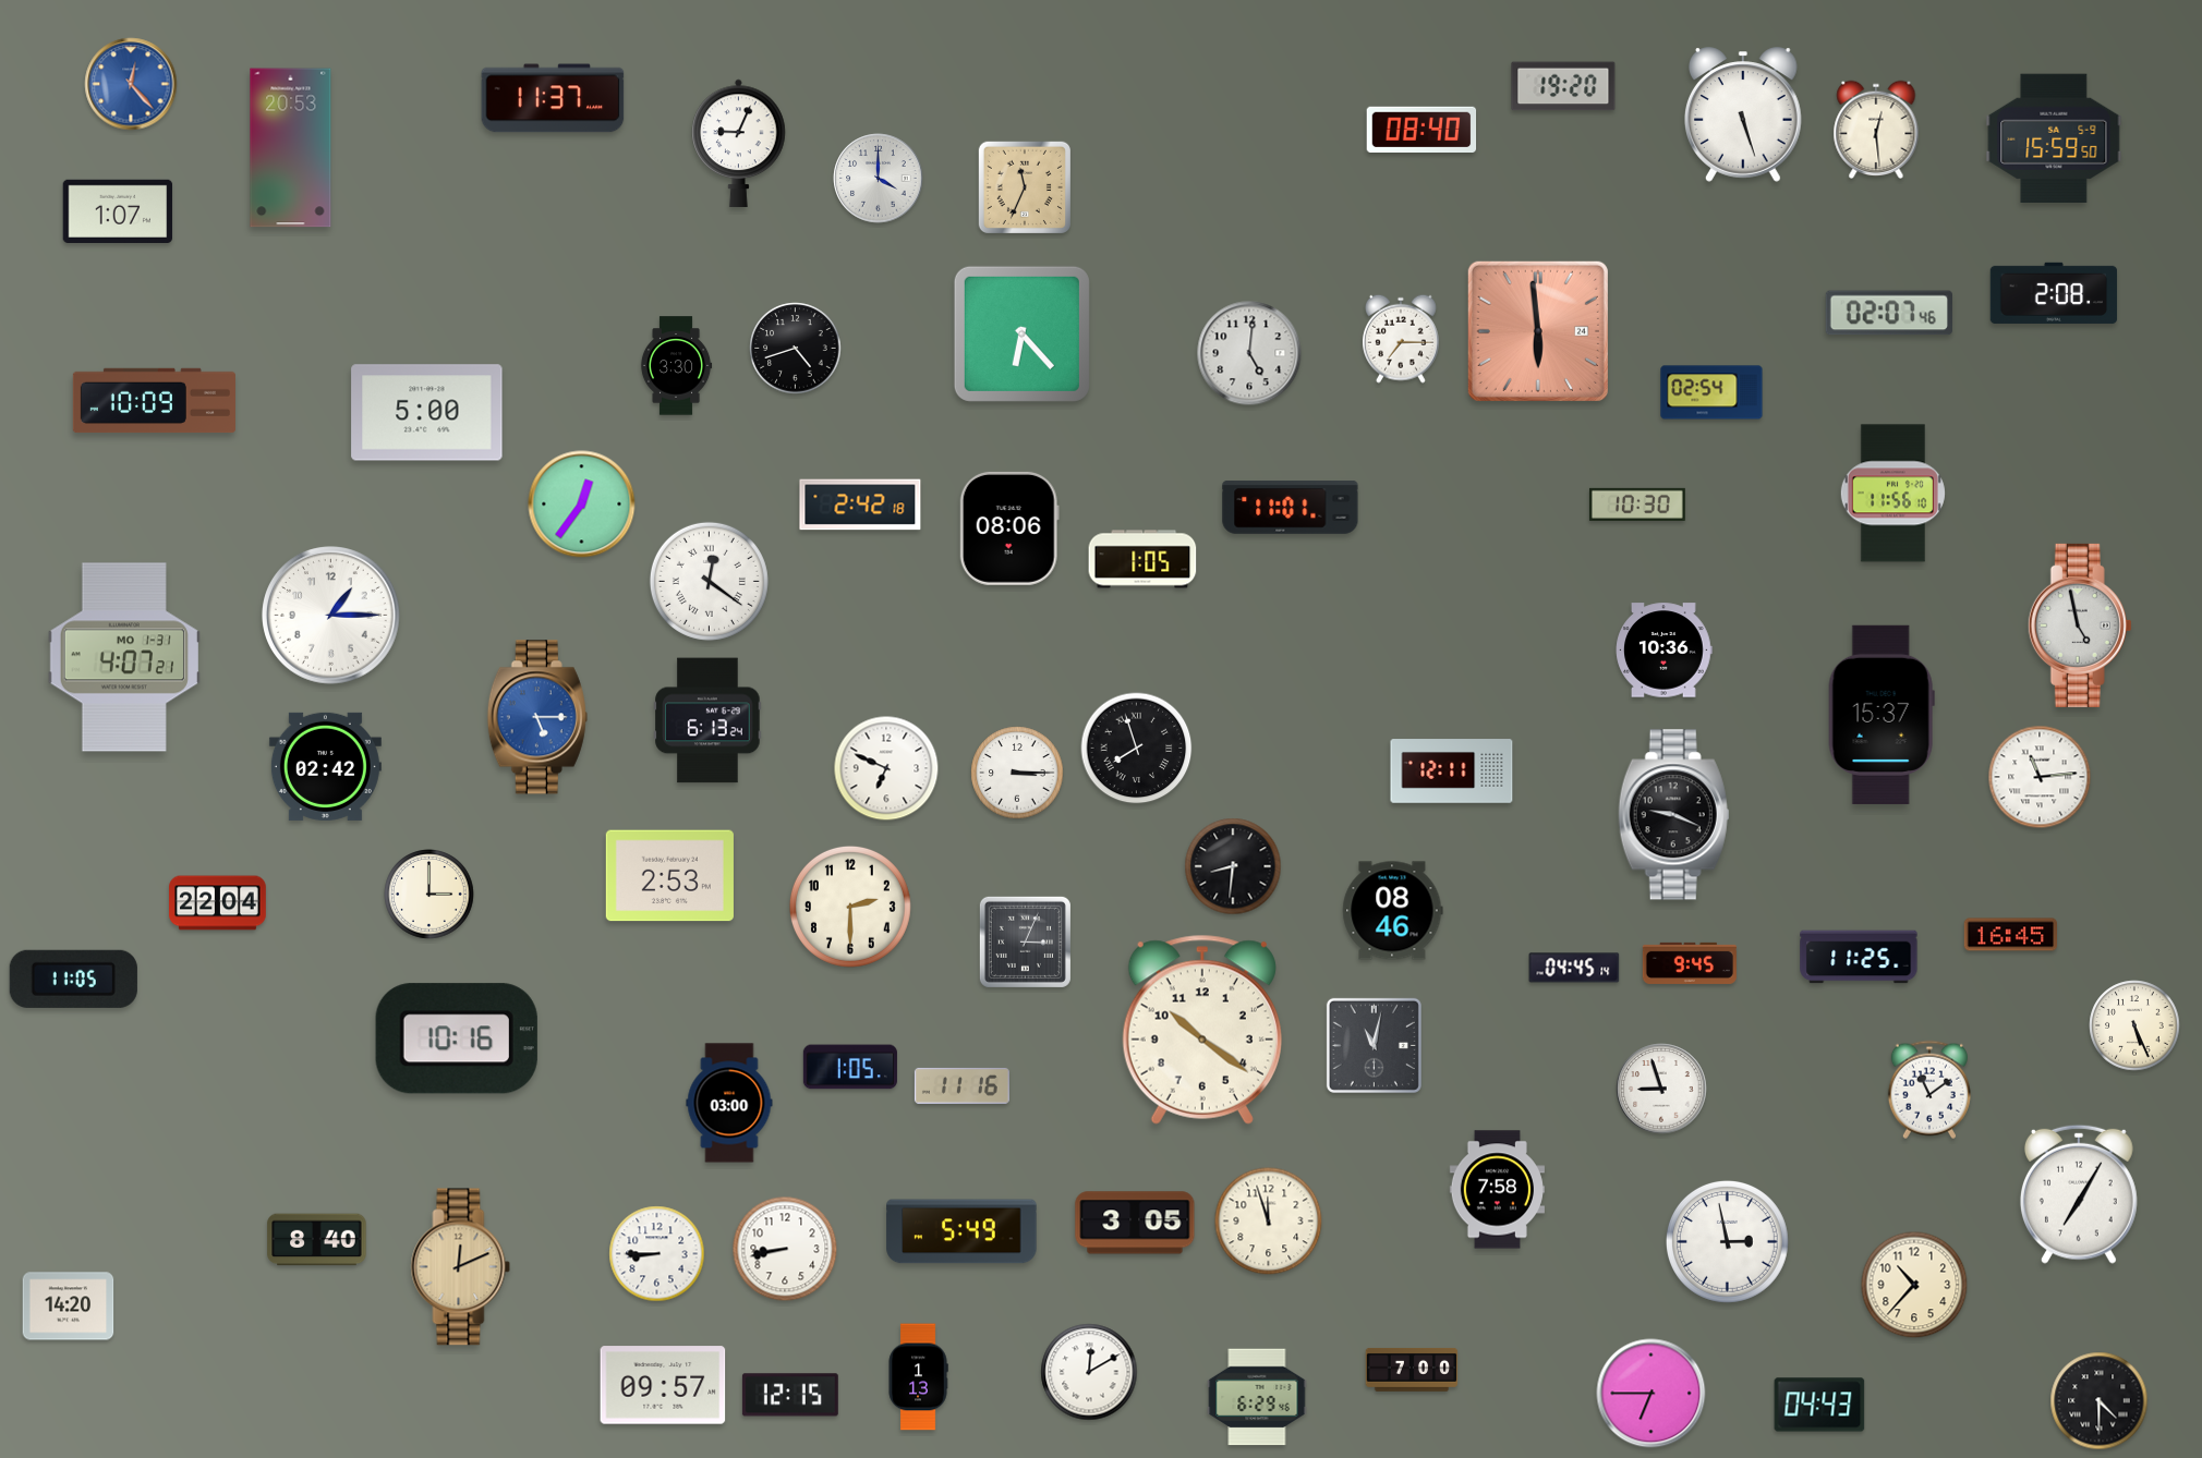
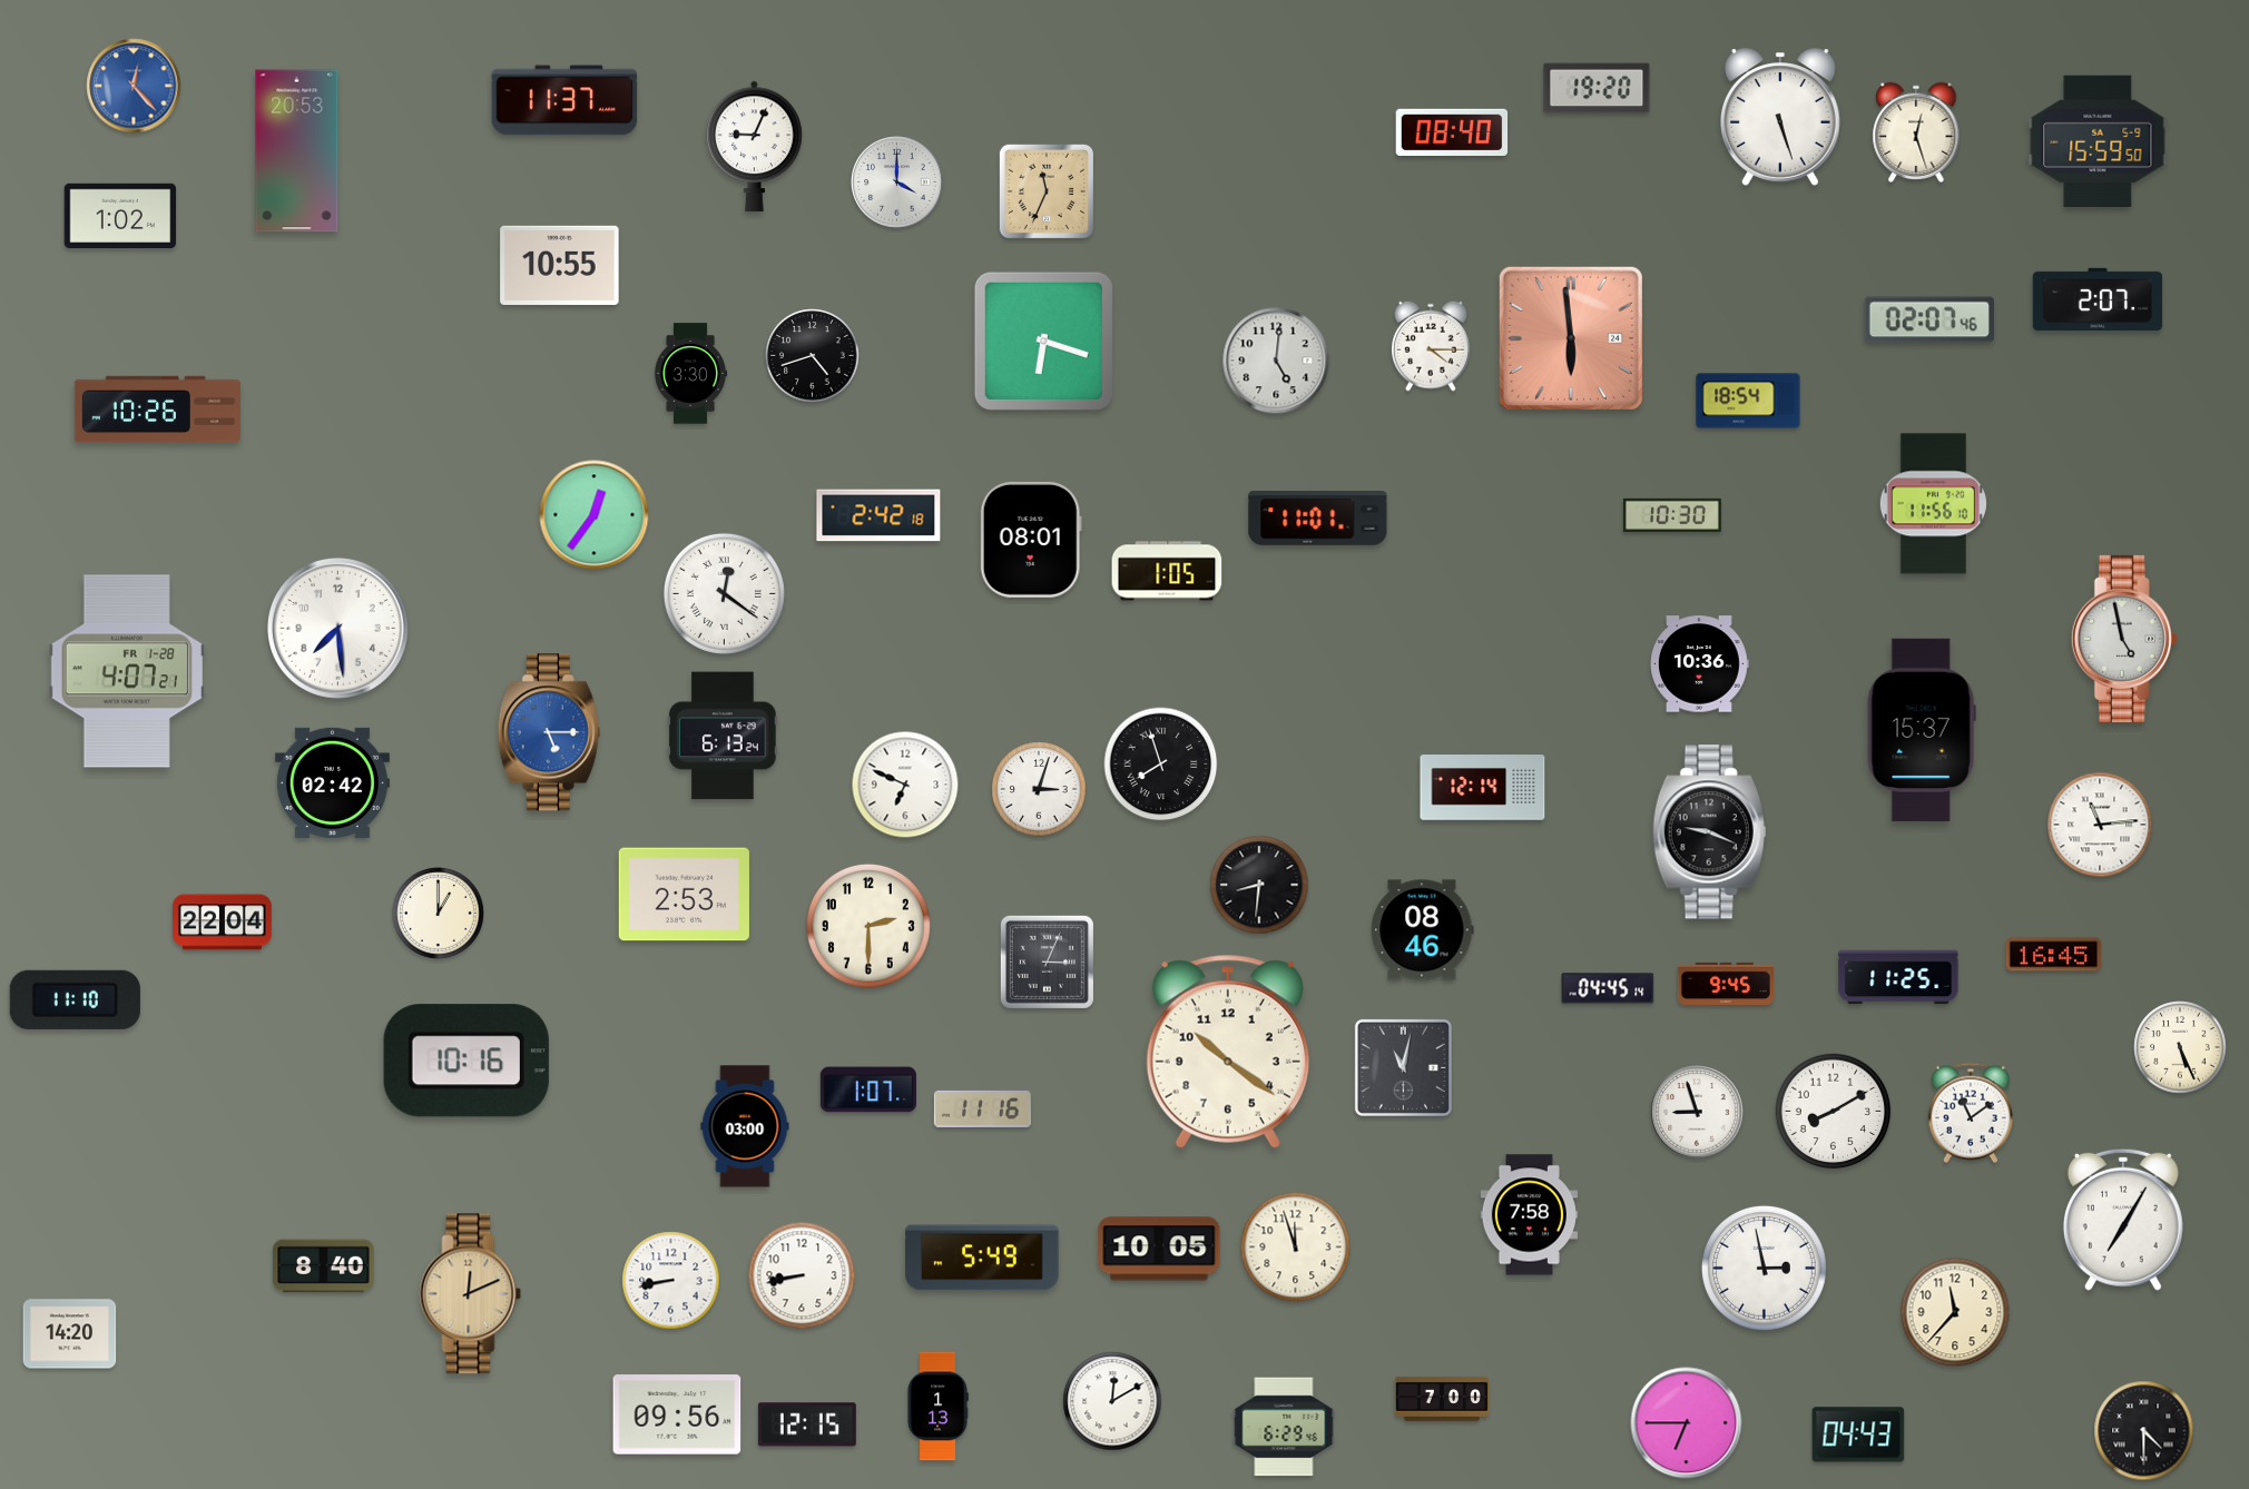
clock at (1876, 129): 12:29 -> 12:27
clock at (118, 210): 1:07 -> 1:02
clock at (560, 265): none -> 10:55
clock at (2054, 293): 2:08 -> 2:07
clock at (1021, 333): 6:23 -> 6:18
clock at (1401, 339): 7:15 -> 4:15
clock at (1711, 392): 02:54 -> 18:54
clock at (154, 401): 10:09 -> 10:26
clock at (427, 413): 5:00 -> none
clock at (1009, 528): 08:06 -> 08:01
clock at (331, 616): 1:15 -> 7:29
clock at (124, 657) date: MO 1-31 -> FR 1-28
clock at (1452, 771): 12:11 -> 12:14
clock at (1017, 773): 3:15 -> 3:03
clock at (2040, 777) position: (2040, 777) -> (2100, 825)
clock at (429, 895): 3:00 -> 1:00
clock at (73, 979): 11:05 -> 11:10
clock at (850, 1067): 1:05 -> 1:07
clock at (1834, 1112): none -> 8:10
clock at (1135, 1223): 3:05 -> 10:05
clock at (657, 1254): 8:45 -> 8:43
clock at (1914, 1285): 10:37 -> 11:37
clock at (663, 1385): 09:57 -> 09:56
